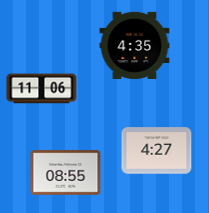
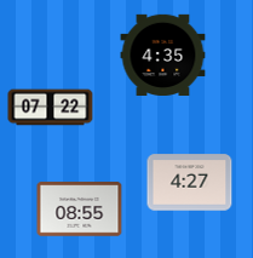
clock at (42, 89): 11:06 -> 07:22
